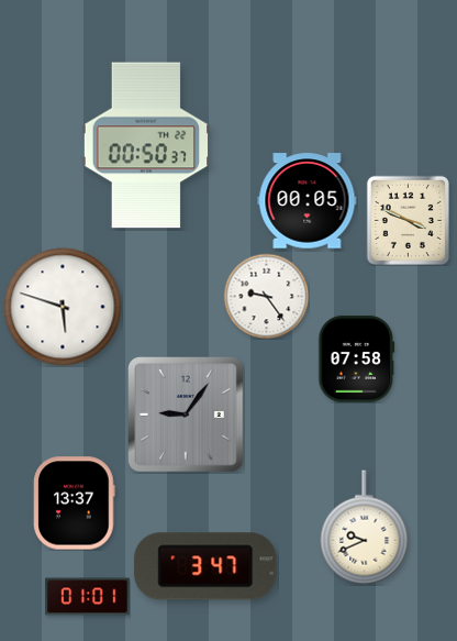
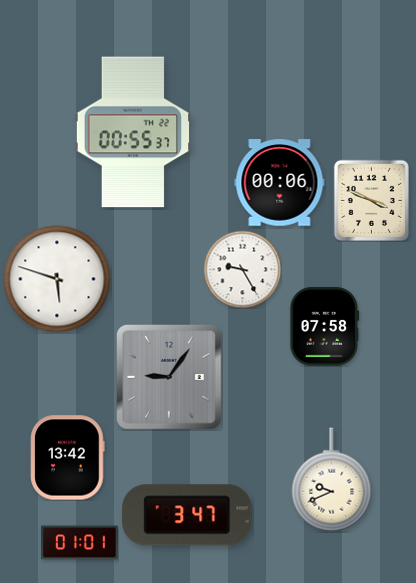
clock at (146, 145): 00:50 -> 00:55
clock at (308, 201): 00:05 -> 00:06
clock at (266, 296): 9:24 -> 9:25
clock at (75, 504): 13:37 -> 13:42
